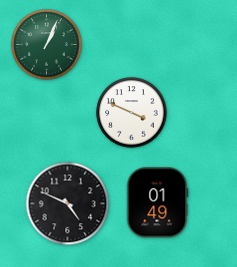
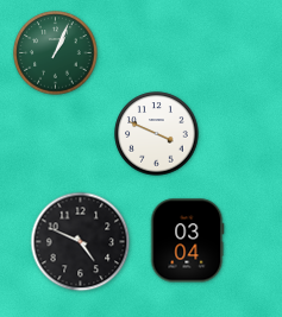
clock at (157, 203): 01:49 -> 03:04
